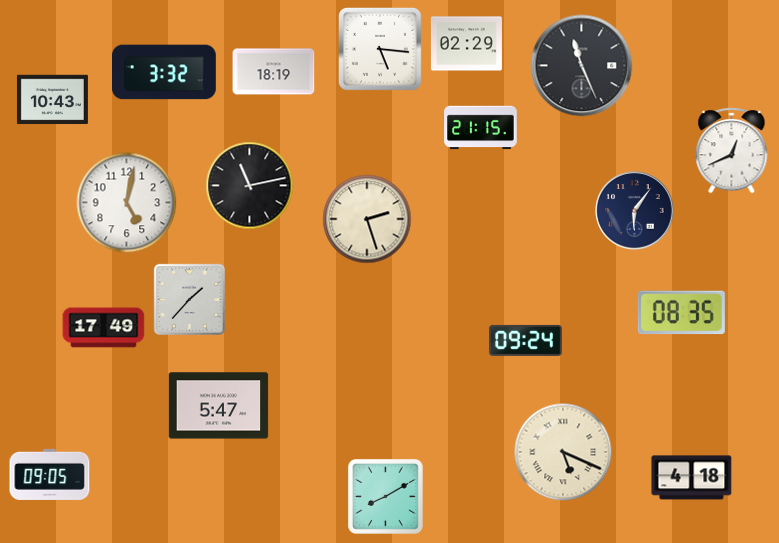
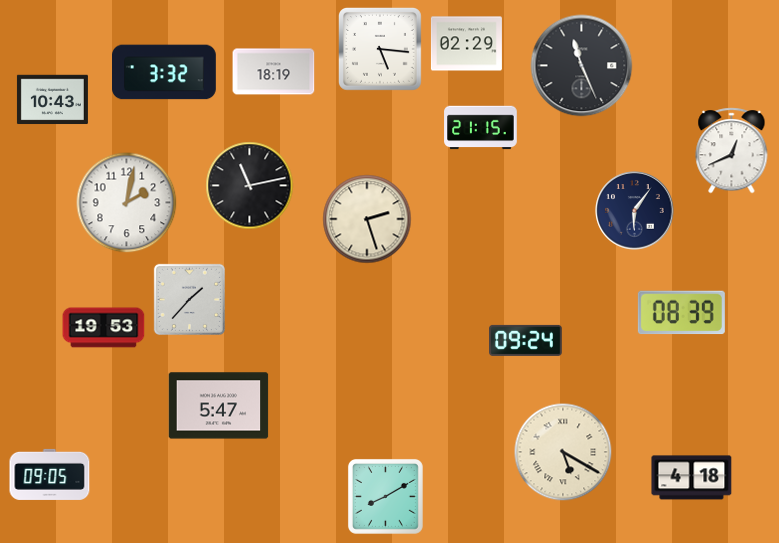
clock at (127, 203): 5:02 -> 2:02
clock at (681, 313): 08:35 -> 08:39
clock at (104, 328): 17:49 -> 19:53
clock at (563, 452): 5:19 -> 5:20
